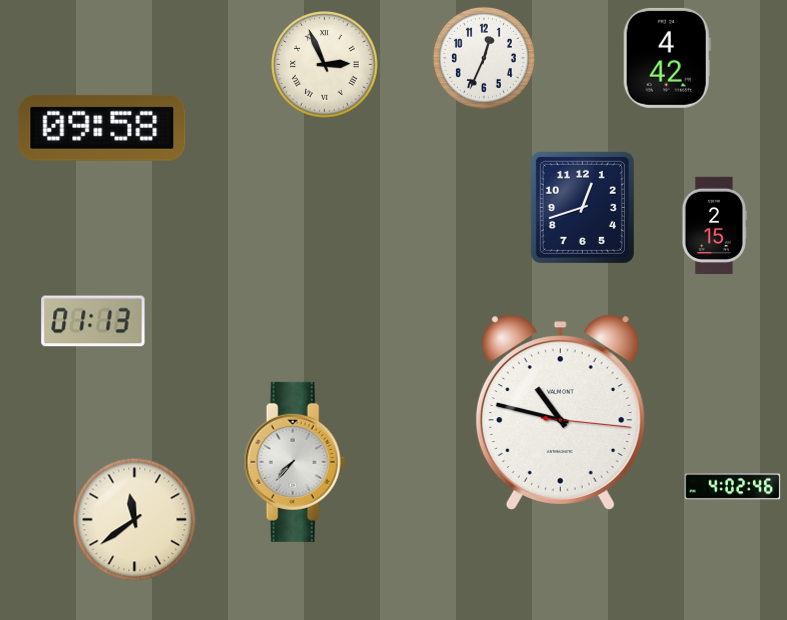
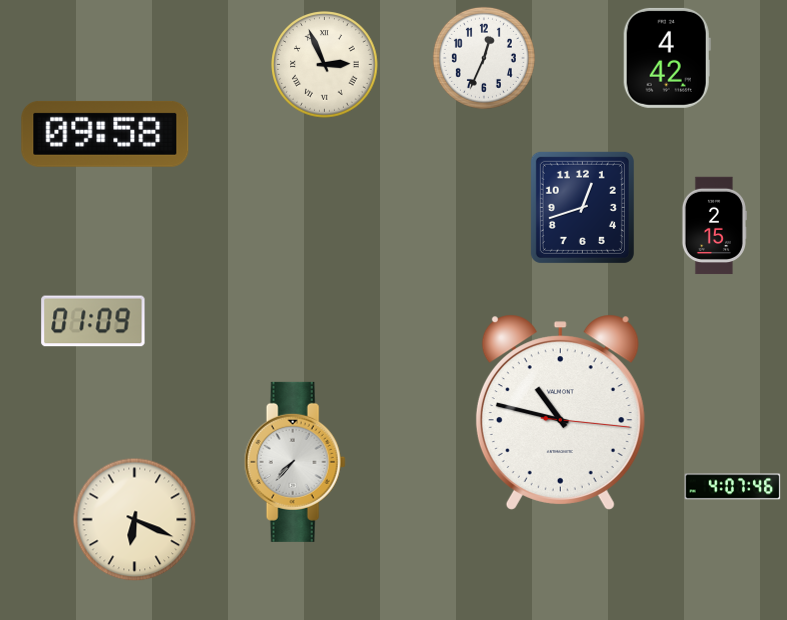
clock at (102, 128) position: (102, 128) -> (105, 134)
clock at (93, 321): 01:13 -> 01:09
clock at (733, 487): 4:02 -> 4:07
clock at (135, 520): 11:39 -> 6:19
